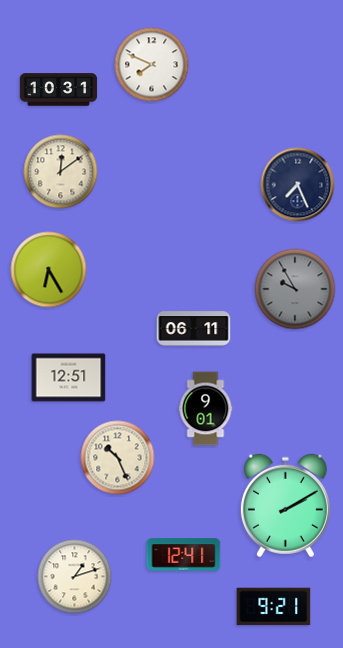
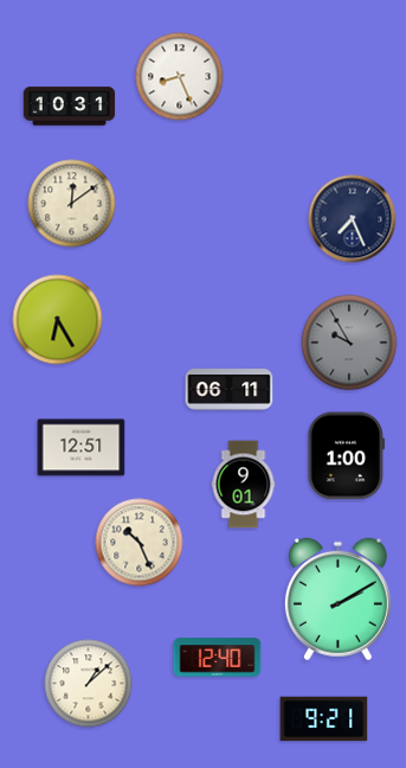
clock at (152, 65): 7:49 -> 8:26
clock at (346, 456): none -> 1:00
clock at (184, 555): 12:41 -> 12:40
clock at (75, 577): 1:12 -> 1:08
